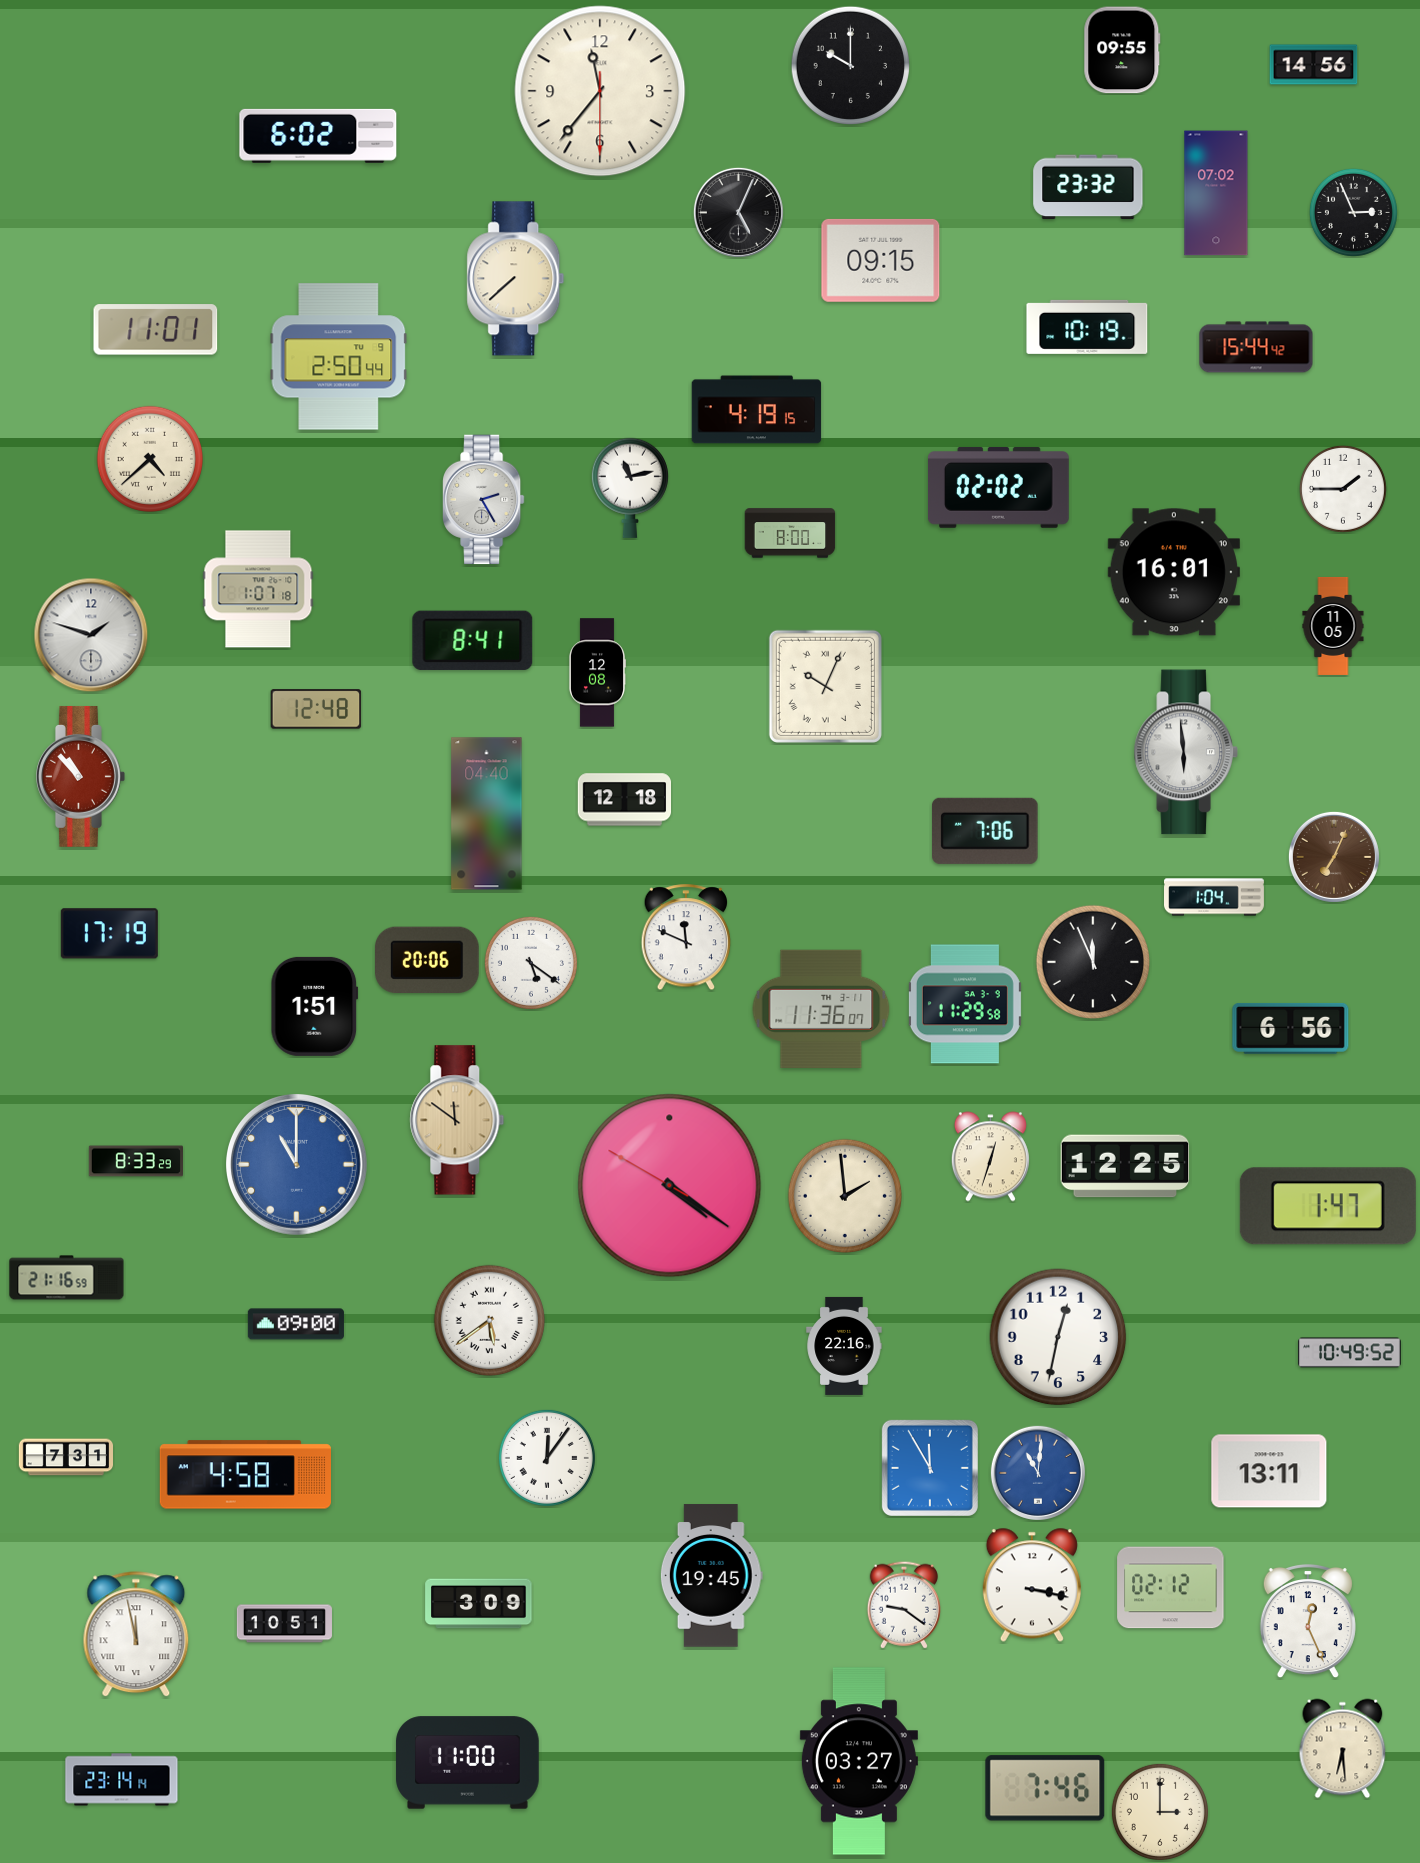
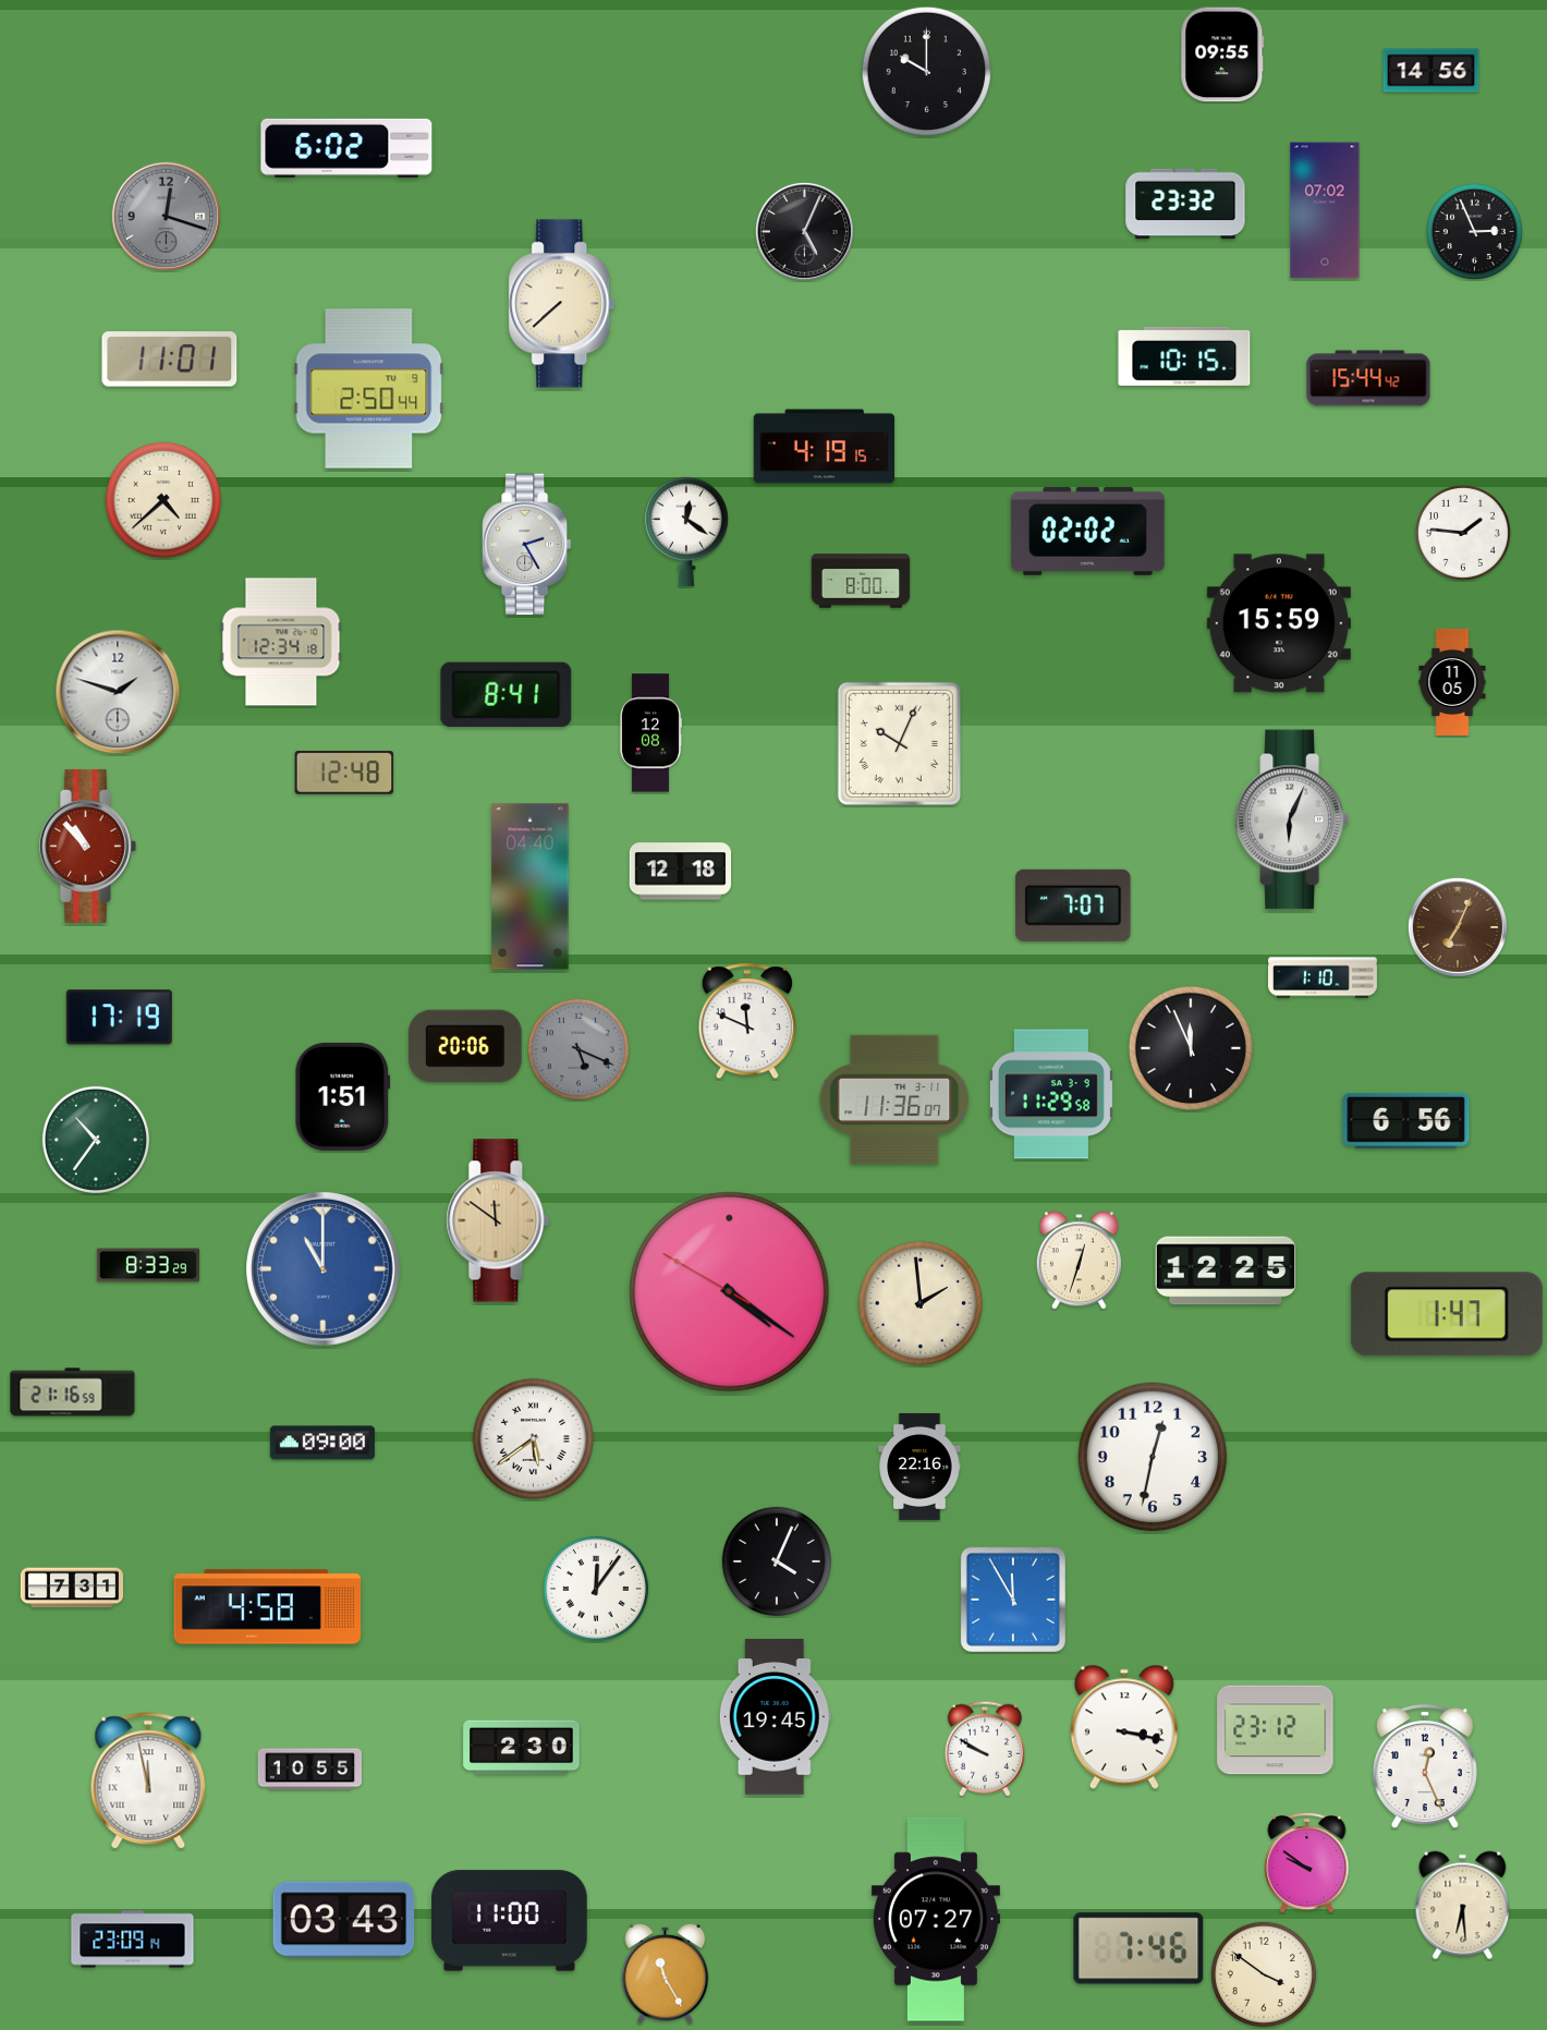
clock at (600, 91): 11:36 -> none
clock at (167, 217): none -> 12:18
clock at (881, 260): 09:15 -> none
clock at (1087, 327): 10:19 -> 10:15
clock at (630, 488): 11:13 -> 12:21
clock at (1343, 489): 1:45 -> 1:46
clock at (1174, 572): 16:01 -> 15:59
clock at (258, 589): 1:07 -> 12:34
clock at (91, 635) position: (91, 635) -> (118, 692)
clock at (473, 640) position: (473, 640) -> (507, 694)
clock at (825, 686) position: (825, 686) -> (899, 743)
clock at (1186, 752): 5:59 -> 6:04
clock at (985, 831): 7:06 -> 7:07
clock at (1334, 857) position: (1334, 857) -> (1458, 927)
clock at (1215, 897): 1:04 -> 1:10
clock at (531, 963): 5:21 -> 5:19
clock at (531, 963) dial: white -> grey
clock at (96, 1140): none -> 10:36
clock at (1350, 1353): 10:49 -> none
clock at (777, 1561): none -> 4:04
clock at (1269, 1471): 13:11 -> none
clock at (1038, 1473): 11:01 -> none
clock at (1171, 1588): 02:12 -> 23:12
clock at (479, 1604): 3:09 -> 2:30
clock at (904, 1605): 9:21 -> 9:50
clock at (284, 1624): 10:51 -> 10:55
clock at (1307, 1863): none -> 9:51
clock at (859, 1761): 03:27 -> 07:27
clock at (344, 1920): none -> 03:43
clock at (122, 1780): 23:14 -> 23:09
clock at (666, 1973): none -> 11:25
clock at (1160, 1812): 3:00 -> 3:51
